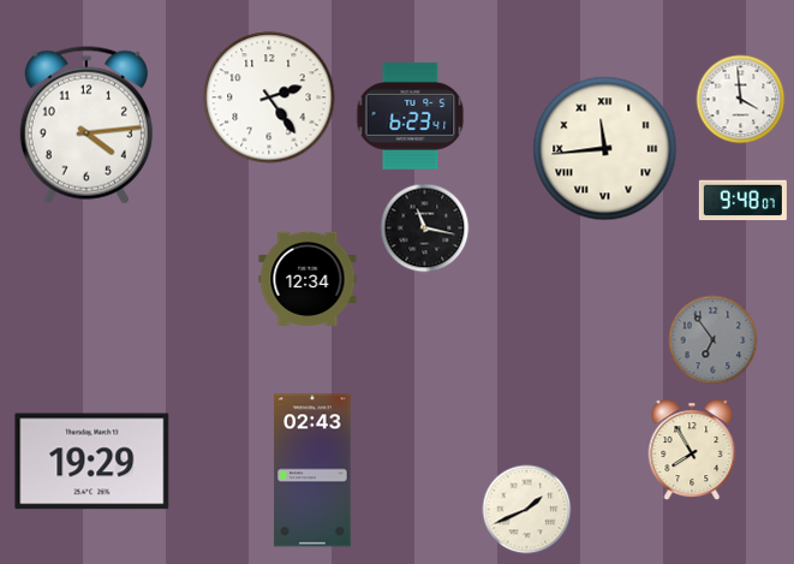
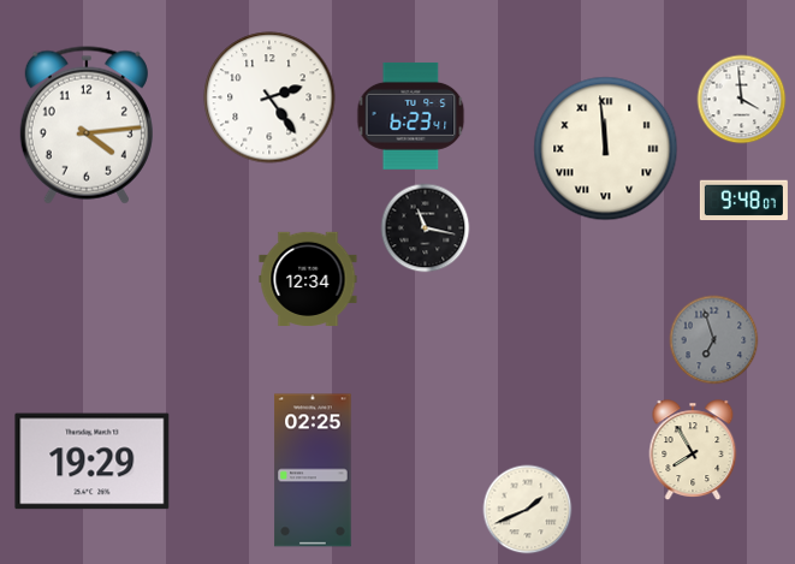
clock at (605, 149): 11:44 -> 11:59
clock at (714, 340): 6:54 -> 6:57
clock at (312, 470): 02:43 -> 02:25
